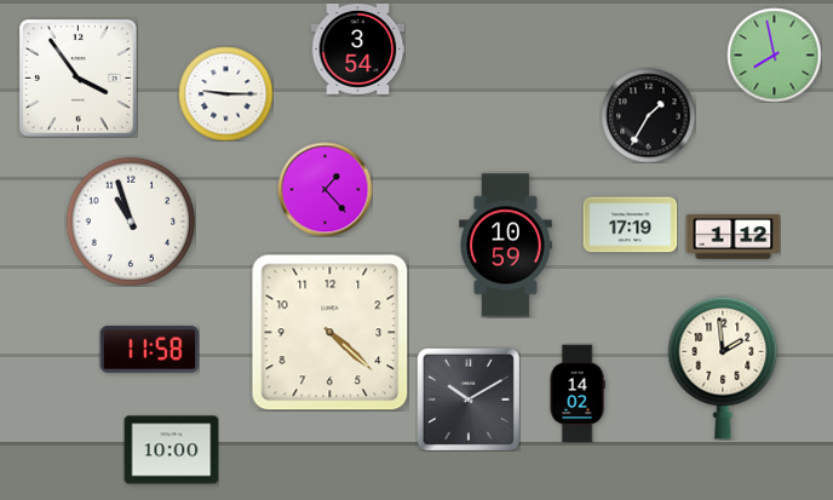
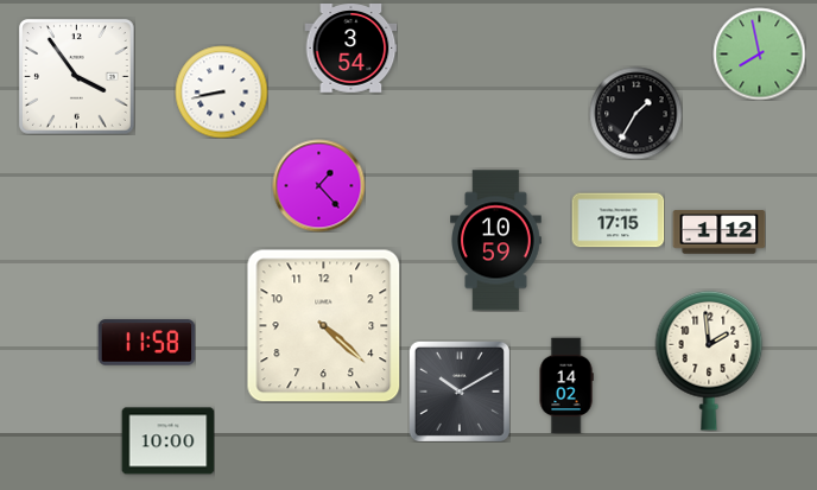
clock at (225, 93): 9:15 -> 8:43
clock at (130, 220): 10:57 -> none
clock at (630, 225): 17:19 -> 17:15
